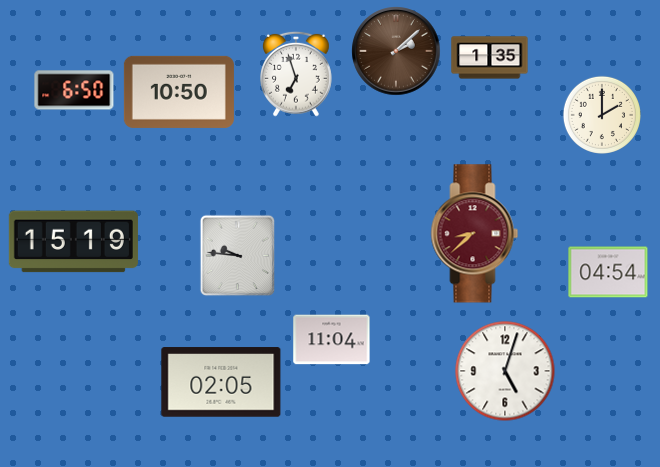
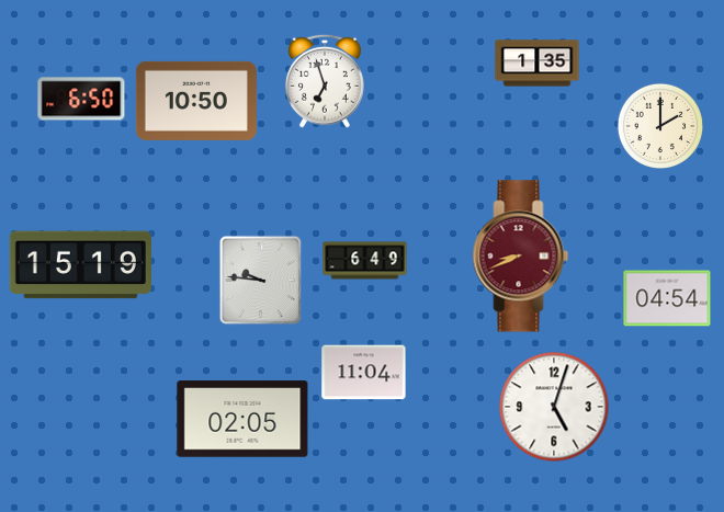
clock at (396, 51): 2:08 -> none
clock at (475, 234): 8:38 -> 8:41
clock at (365, 261): none -> 6:49
